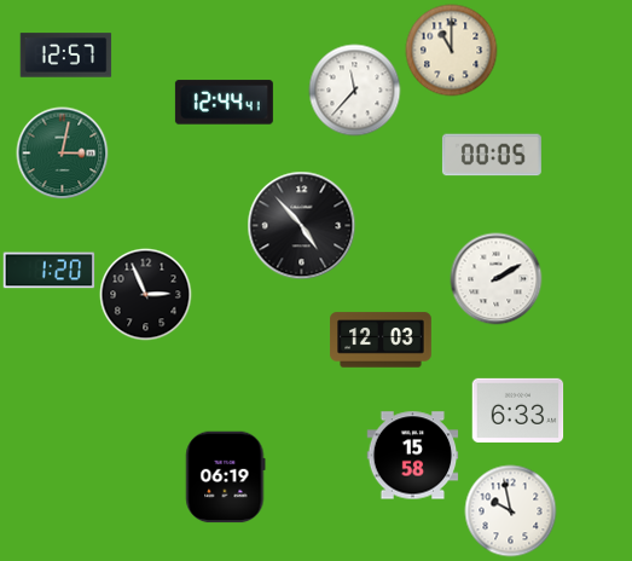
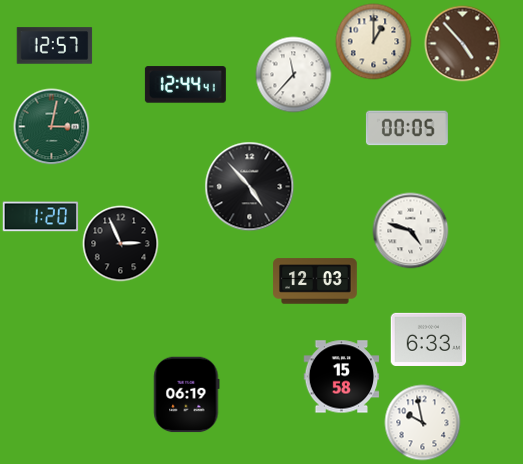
clock at (452, 51): 11:00 -> 1:00
clock at (463, 44): none -> 4:53
clock at (50, 271) position: (50, 271) -> (41, 217)
clock at (497, 279): 2:10 -> 4:48
